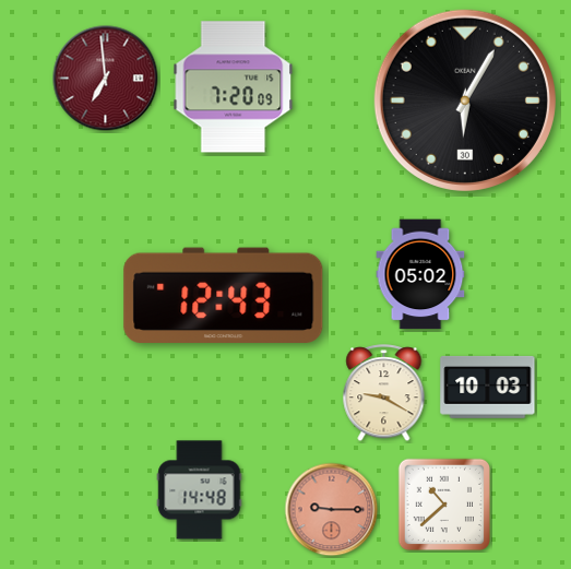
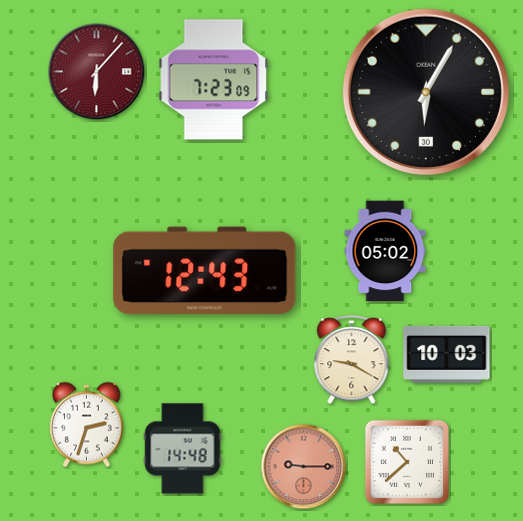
clock at (106, 79): 6:59 -> 6:07
clock at (234, 87): 7:20 -> 7:23
clock at (87, 425): none -> 2:33
